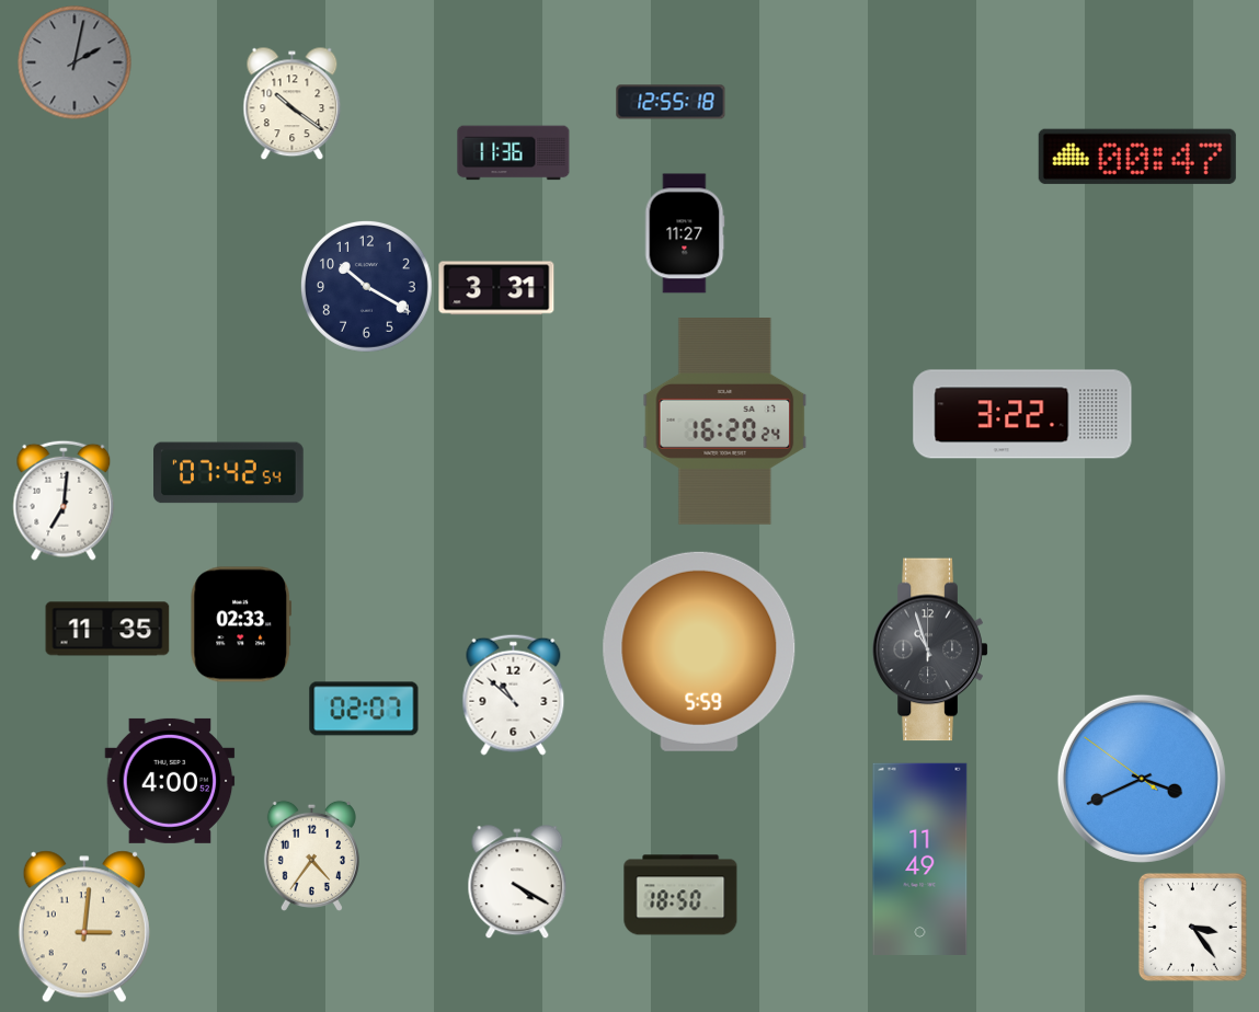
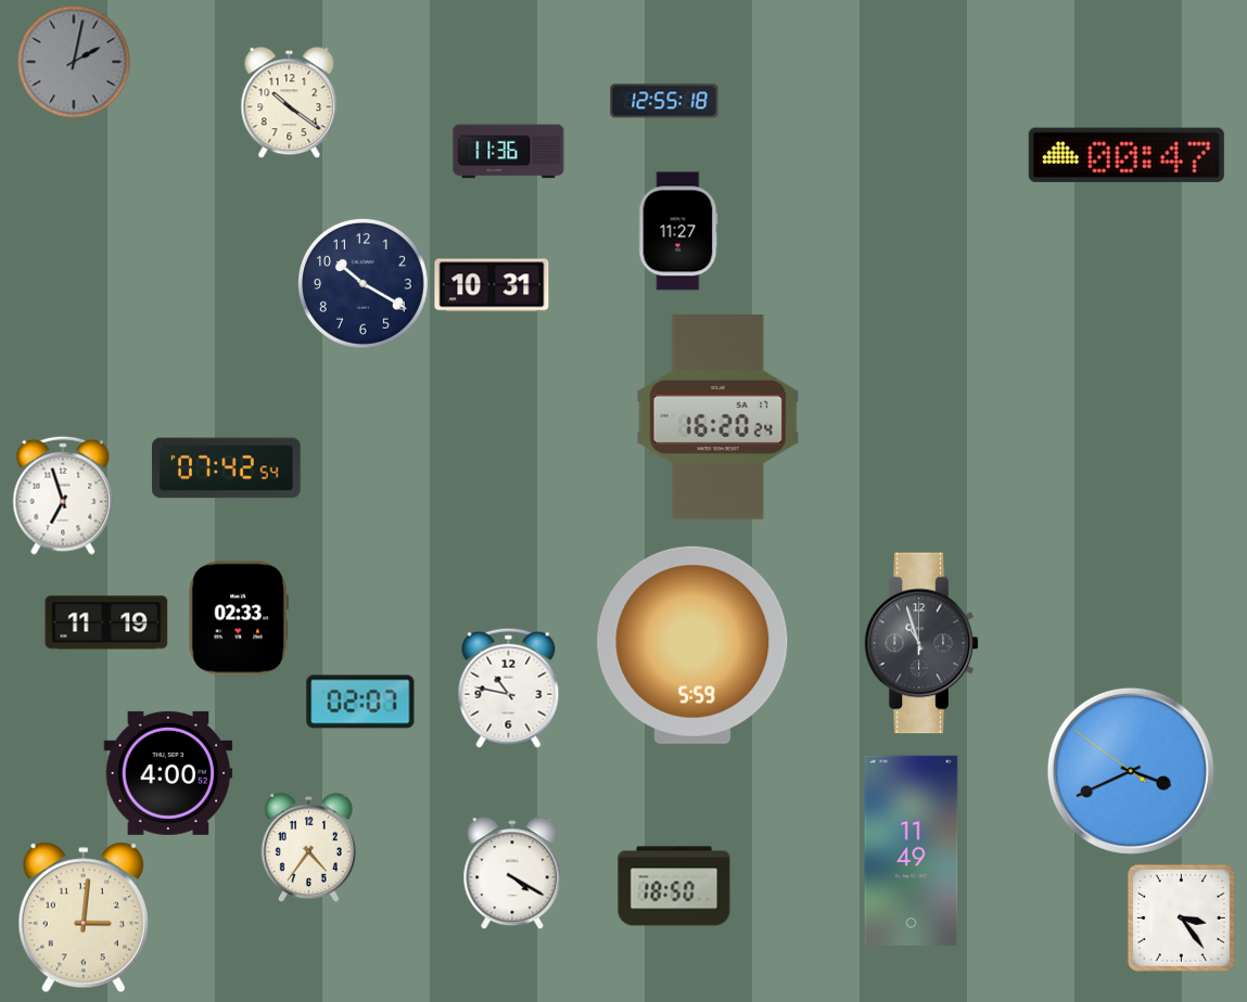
clock at (496, 288): 3:31 -> 10:31
clock at (1022, 414): 3:22 -> none
clock at (64, 501): 7:01 -> 6:57
clock at (107, 629): 11:35 -> 11:19
clock at (514, 694): 10:52 -> 10:47
